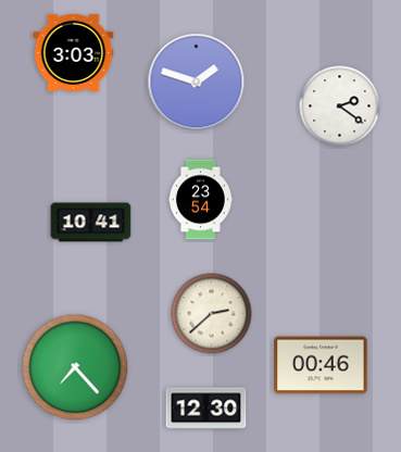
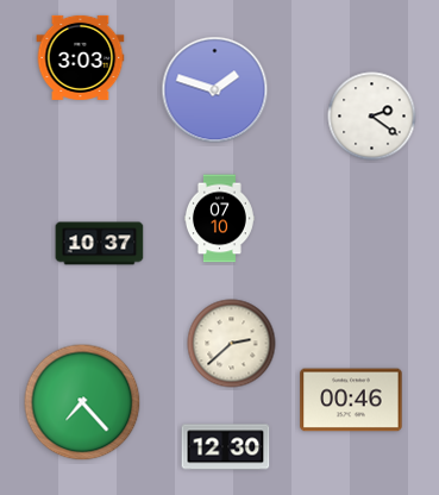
clock at (200, 200): 23:54 -> 07:10
clock at (91, 223): 10:41 -> 10:37
